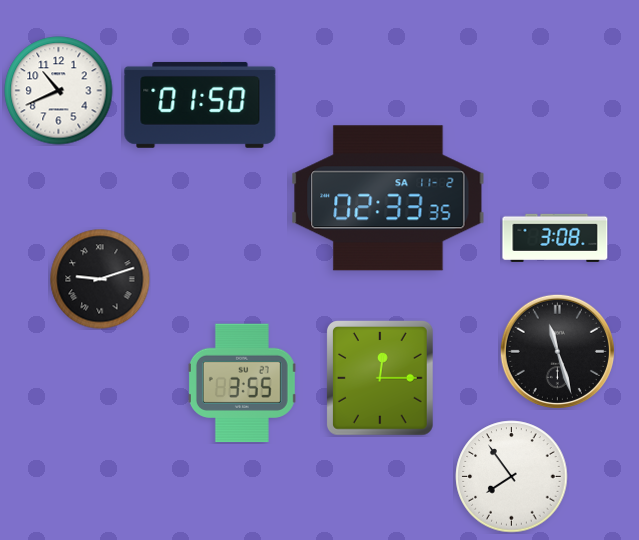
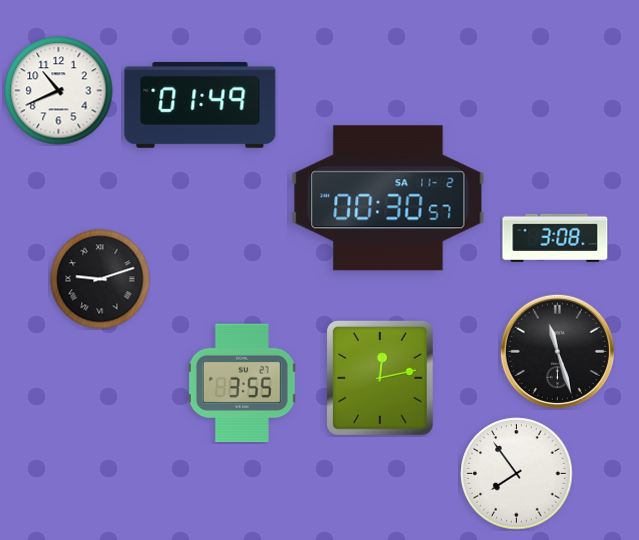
clock at (200, 105): 01:50 -> 01:49
clock at (388, 198): 02:33 -> 00:30
clock at (380, 379): 12:15 -> 12:13
clock at (512, 477) position: (512, 477) -> (517, 474)
